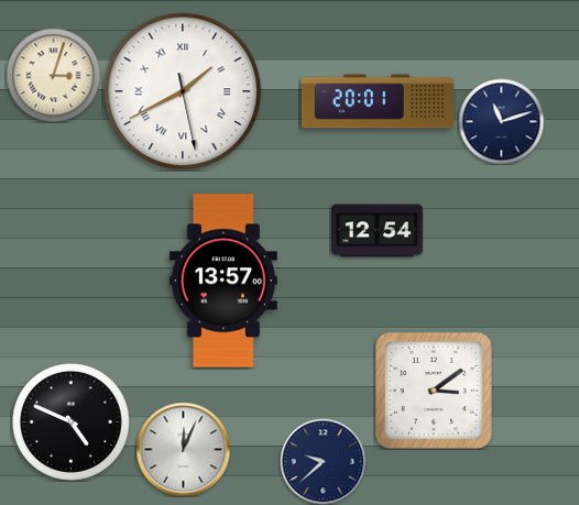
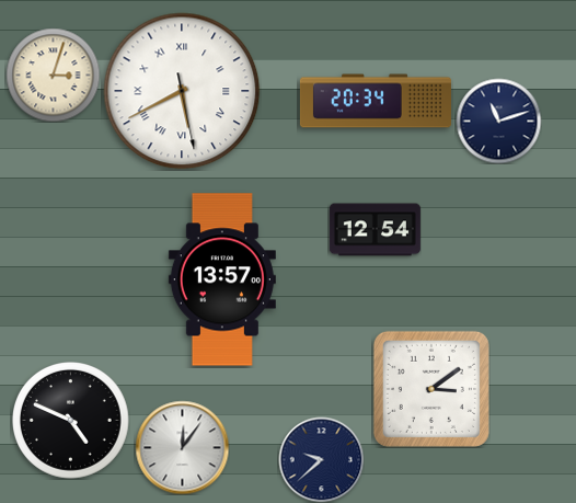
clock at (183, 91): 1:40 -> 5:40
clock at (378, 101): 20:01 -> 20:34
clock at (183, 449): 12:04 -> 12:06
